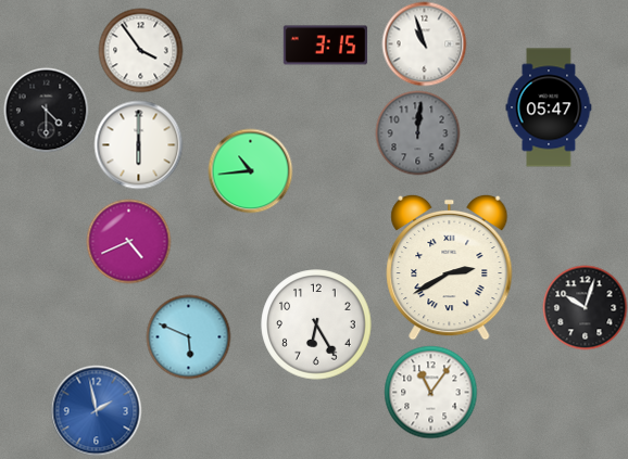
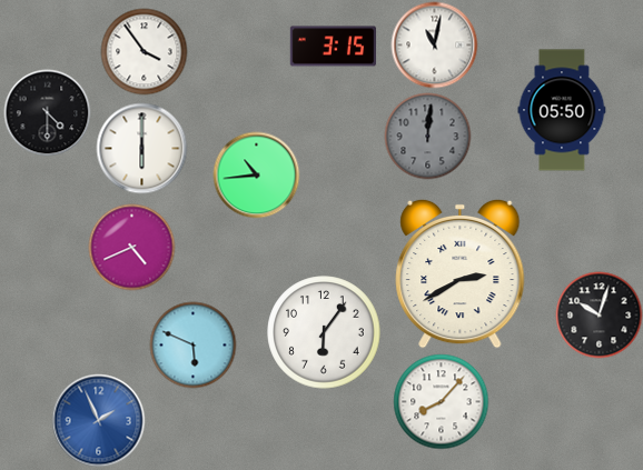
clock at (424, 43): 10:57 -> 11:02
clock at (549, 107): 05:47 -> 05:50
clock at (316, 324): 6:25 -> 6:06
clock at (430, 392): 11:06 -> 8:07
clock at (96, 410): 1:58 -> 1:56
